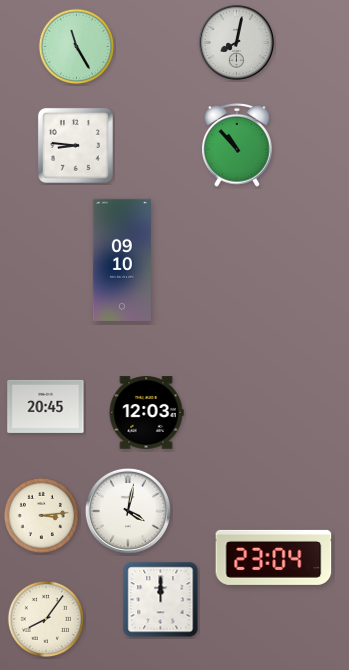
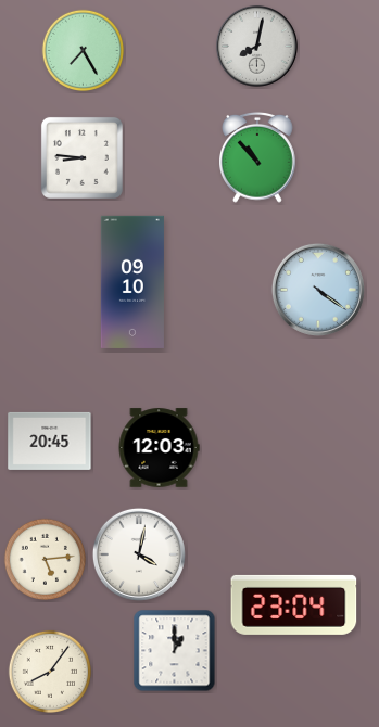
clock at (77, 47): 11:25 -> 7:25
clock at (318, 290): none -> 4:21
clock at (42, 516): 3:14 -> 5:14
clock at (274, 557) position: (274, 557) -> (294, 604)
clock at (161, 600): 12:00 -> 1:00
